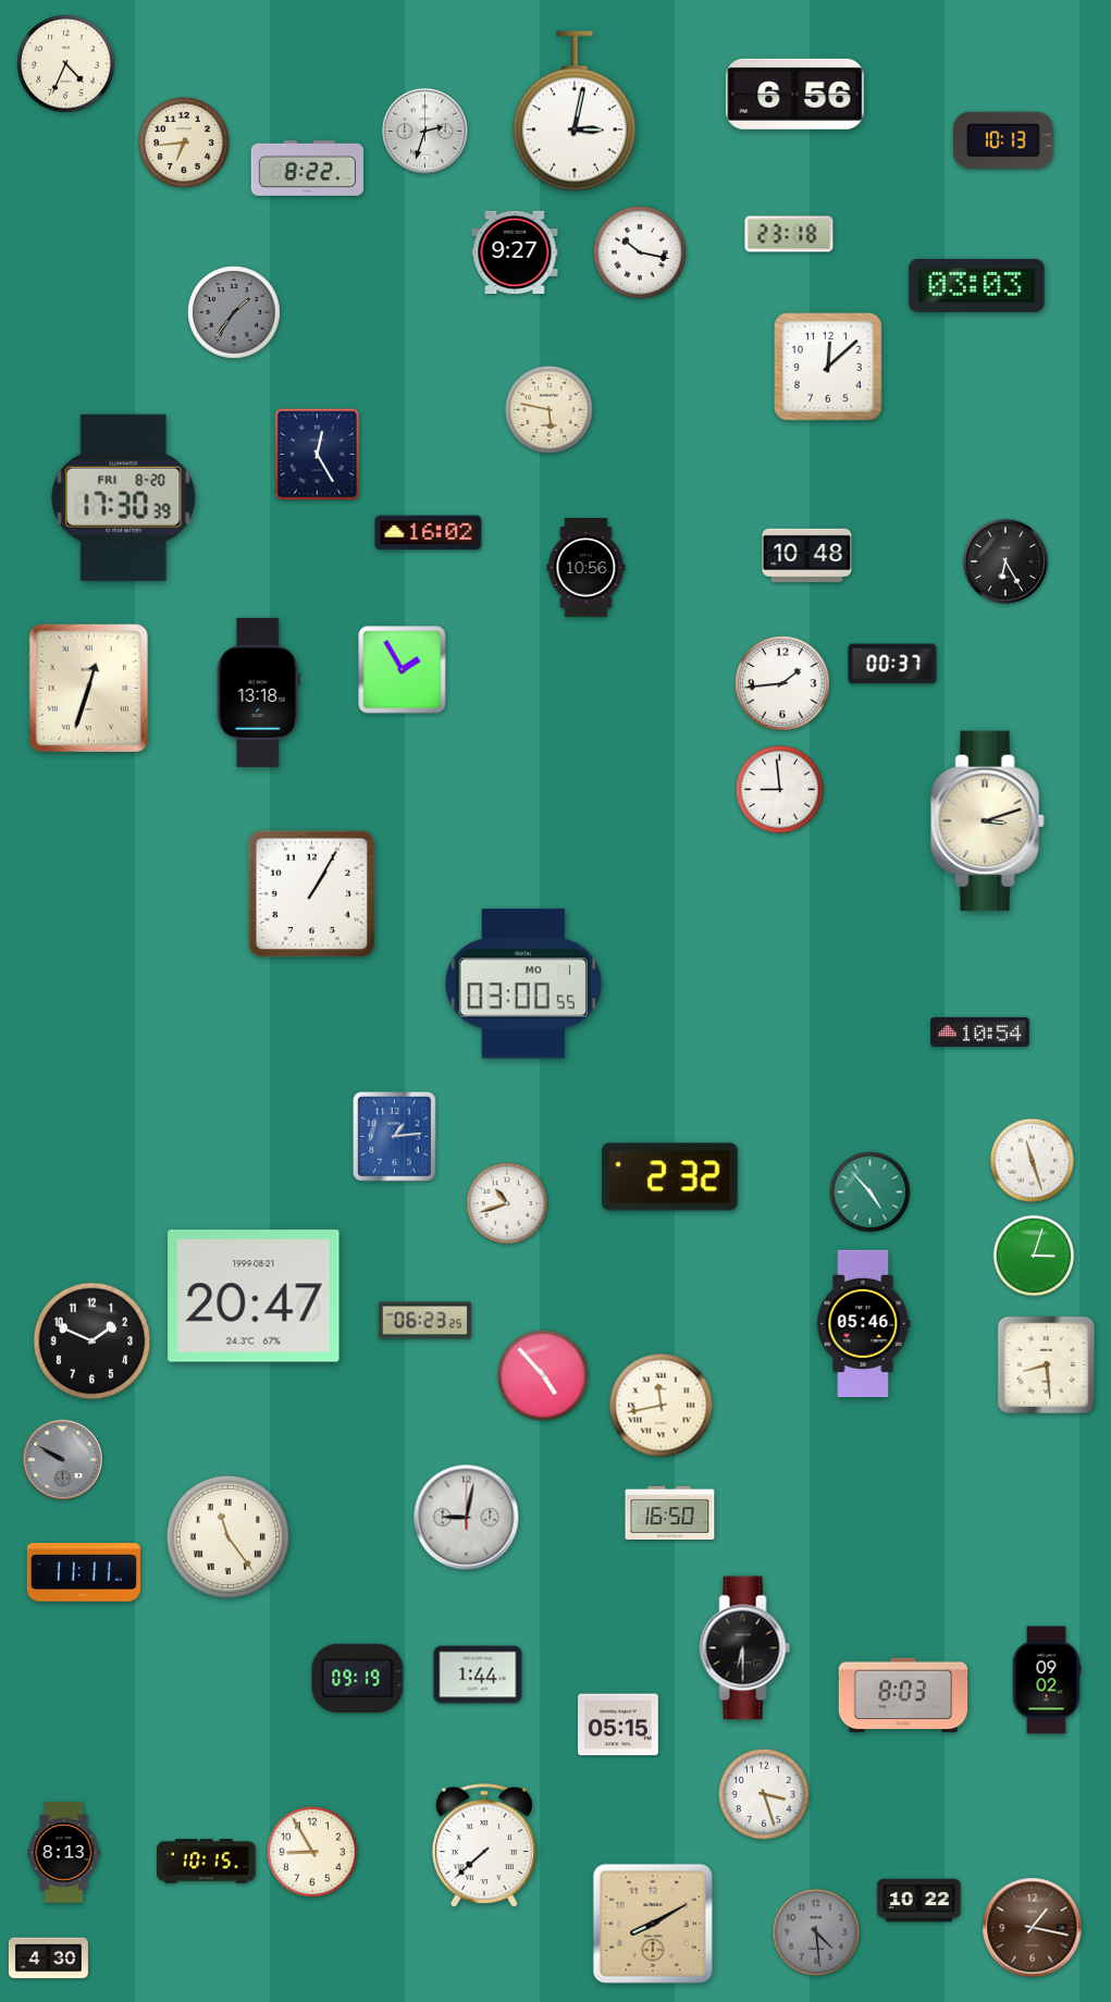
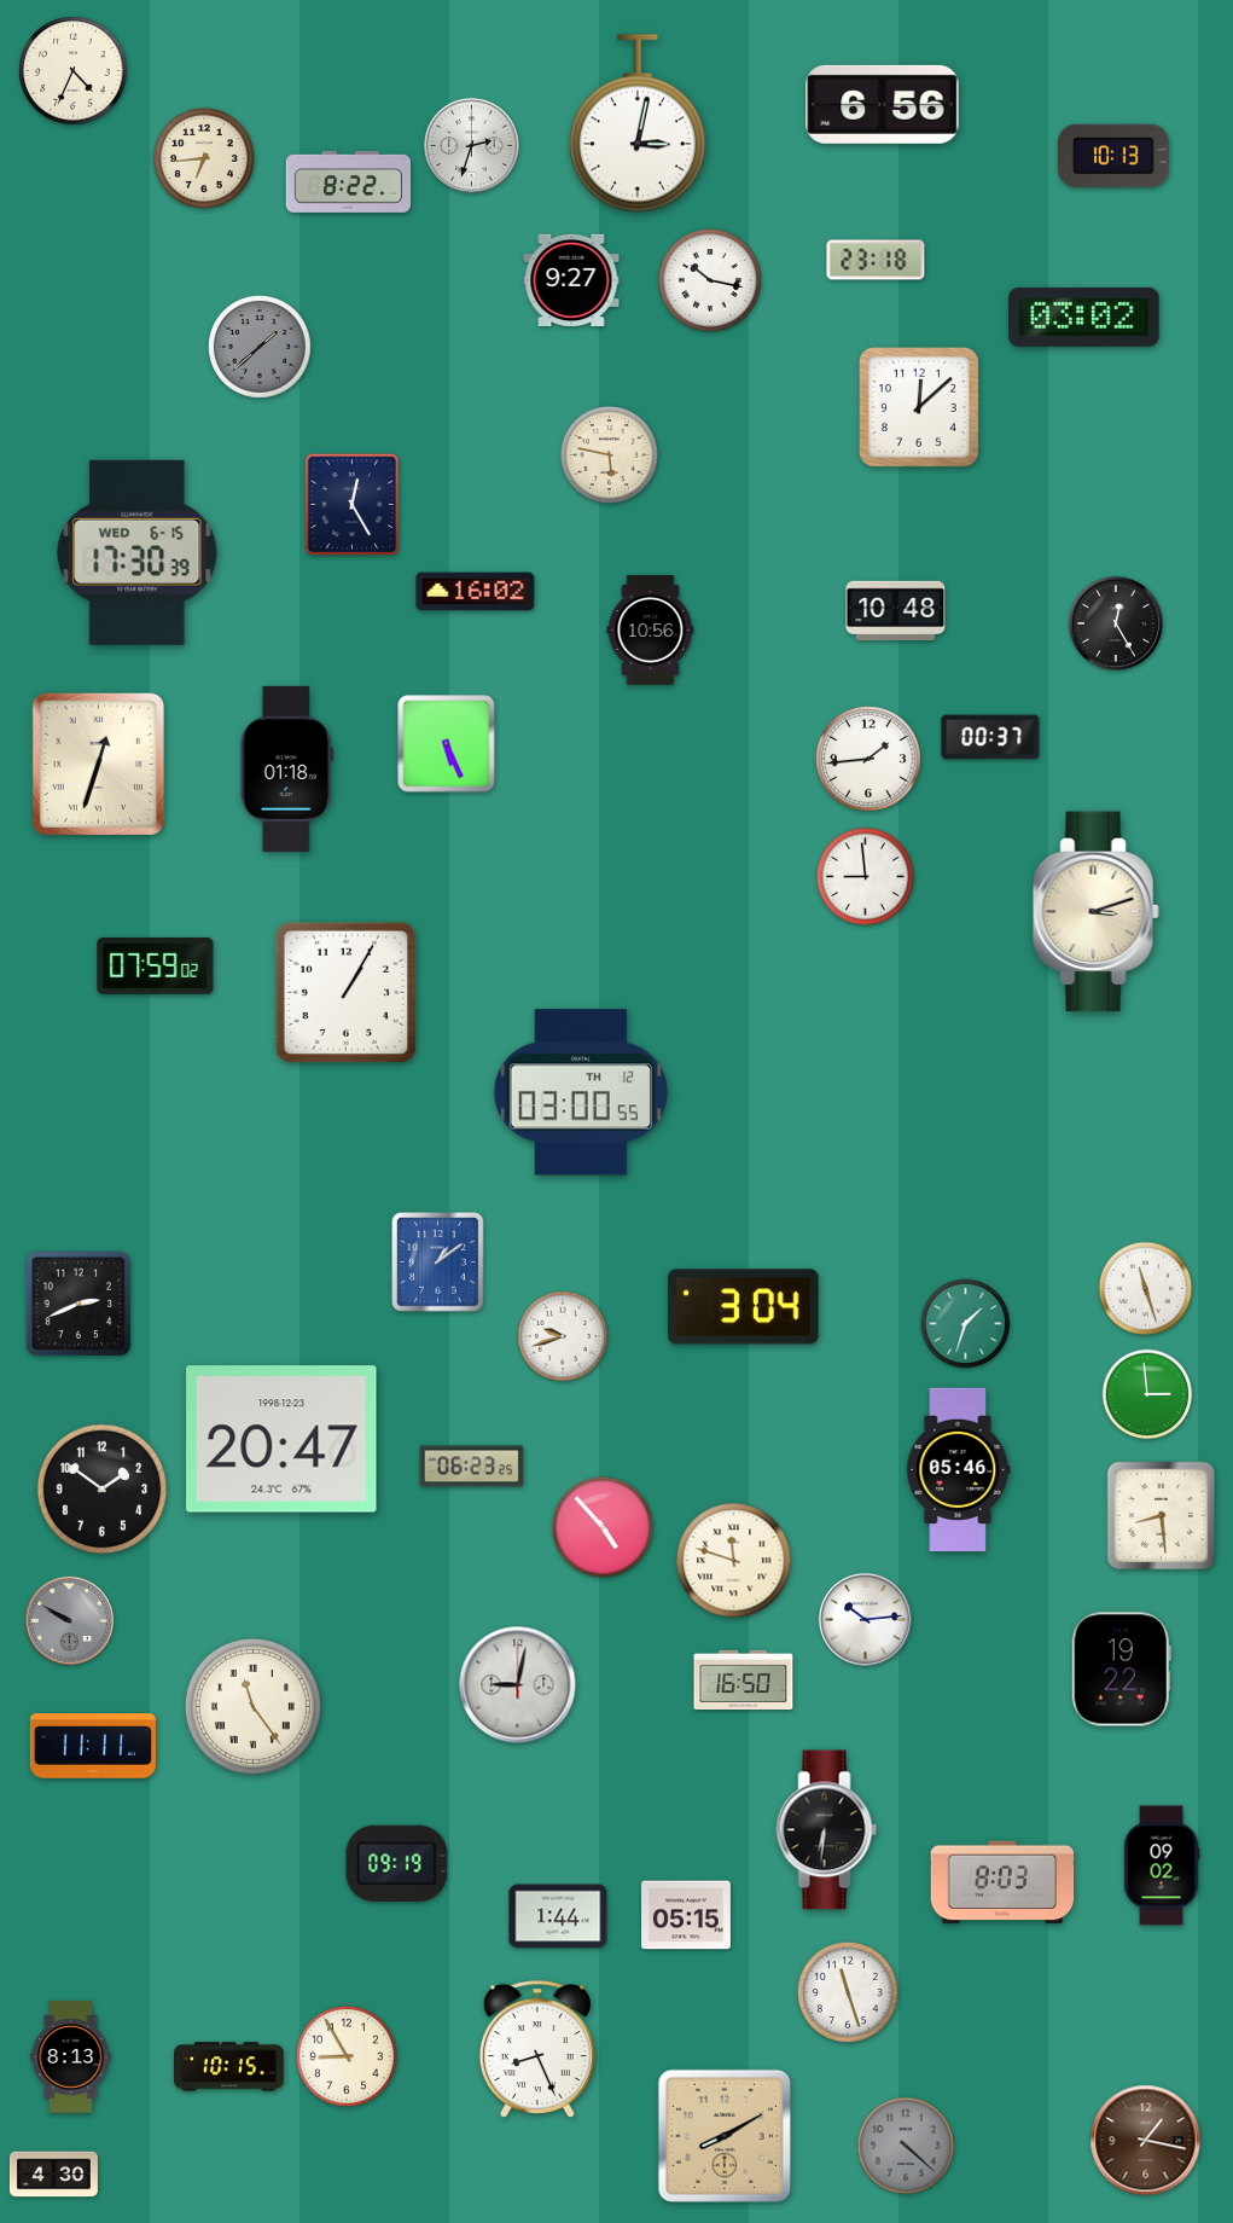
clock at (307, 168) position: (307, 168) -> (348, 181)
clock at (977, 285): 03:03 -> 03:02
clock at (235, 313): 1:36 -> 1:38
clock at (124, 497) date: FRI 8-20 -> WED 6-15
clock at (807, 556) position: (807, 556) -> (896, 611)
clock at (1005, 561): 6:25 -> 12:25
clock at (403, 670): 1:55 -> 5:26
clock at (258, 692): 13:18 -> 01:18
clock at (156, 965): none -> 07:59
clock at (523, 984) date: MO 1 -> TH 12
clock at (980, 1031): 10:54 -> none
clock at (395, 1137): 1:14 -> 1:09
clock at (78, 1304): none -> 2:41
clock at (670, 1177): 2:32 -> 3:04
clock at (871, 1192): 4:53 -> 1:33
clock at (507, 1203): 10:42 -> 9:42
clock at (1034, 1256): 3:03 -> 2:59
clock at (254, 1296) date: 1999-08-21 -> 1998-12-23
clock at (92, 1342): 1:49 -> 1:51
clock at (662, 1406): 11:43 -> 11:48
clock at (865, 1619): none -> 10:14
clock at (1121, 1670): none -> 19:22
clock at (745, 1648): 6:30 -> 6:31
clock at (478, 1674) position: (478, 1674) -> (558, 1916)
clock at (764, 1794): 3:27 -> 11:27
clock at (484, 1845): 7:38 -> 8:26
clock at (919, 1901): 10:22 -> none
clock at (816, 1932): 4:29 -> 4:22
